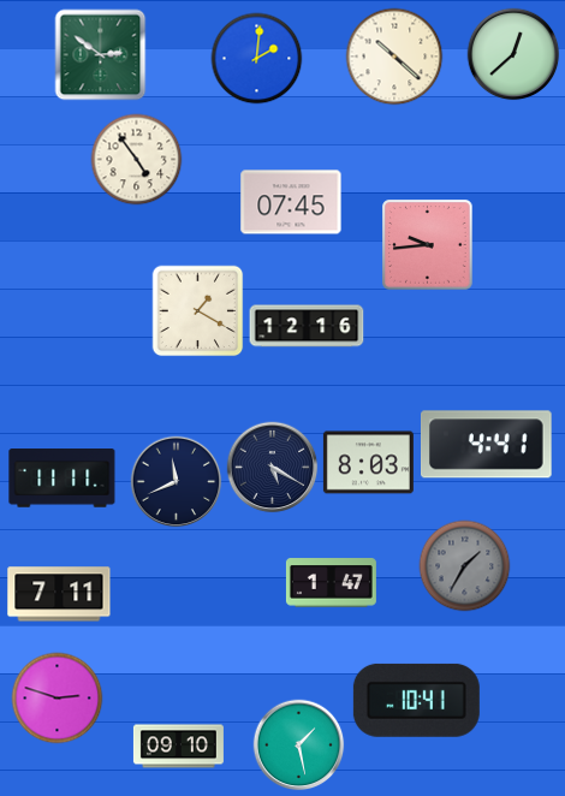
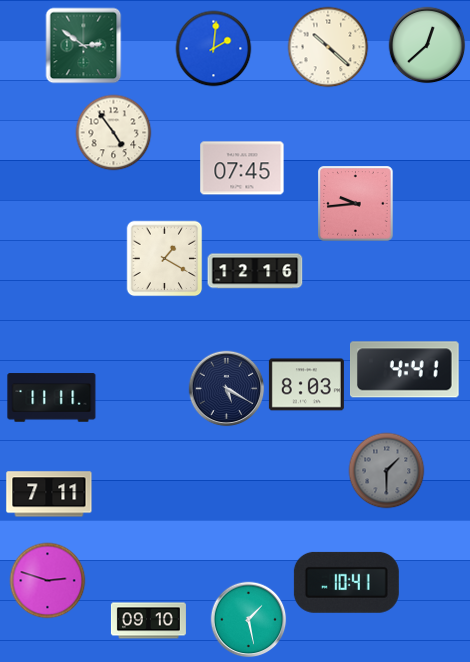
clock at (177, 482): 11:41 -> none
clock at (465, 566): 1:35 -> 1:30
clock at (331, 583): 1:47 -> none
